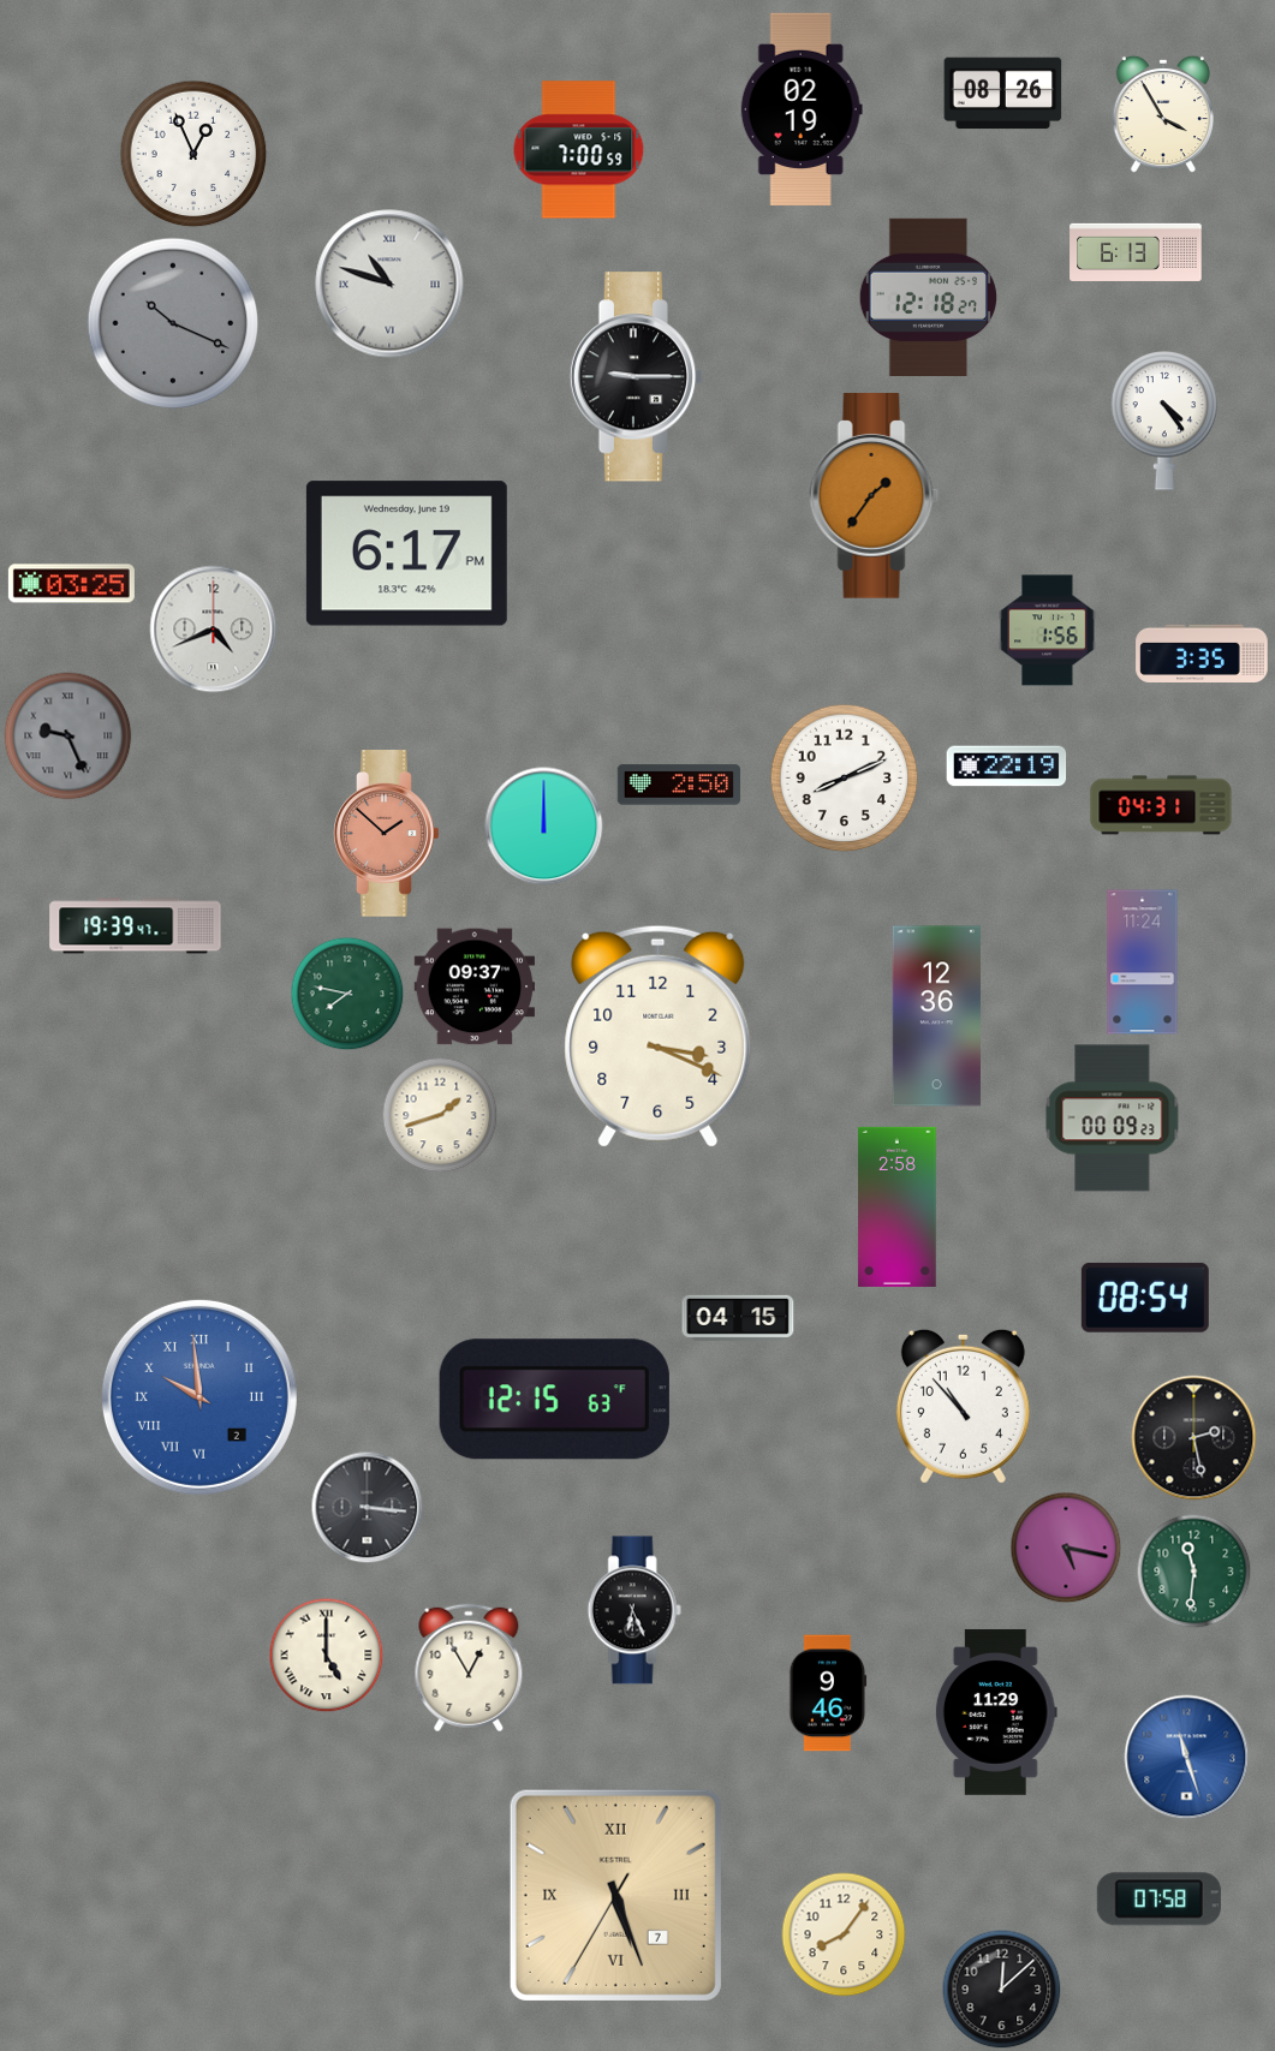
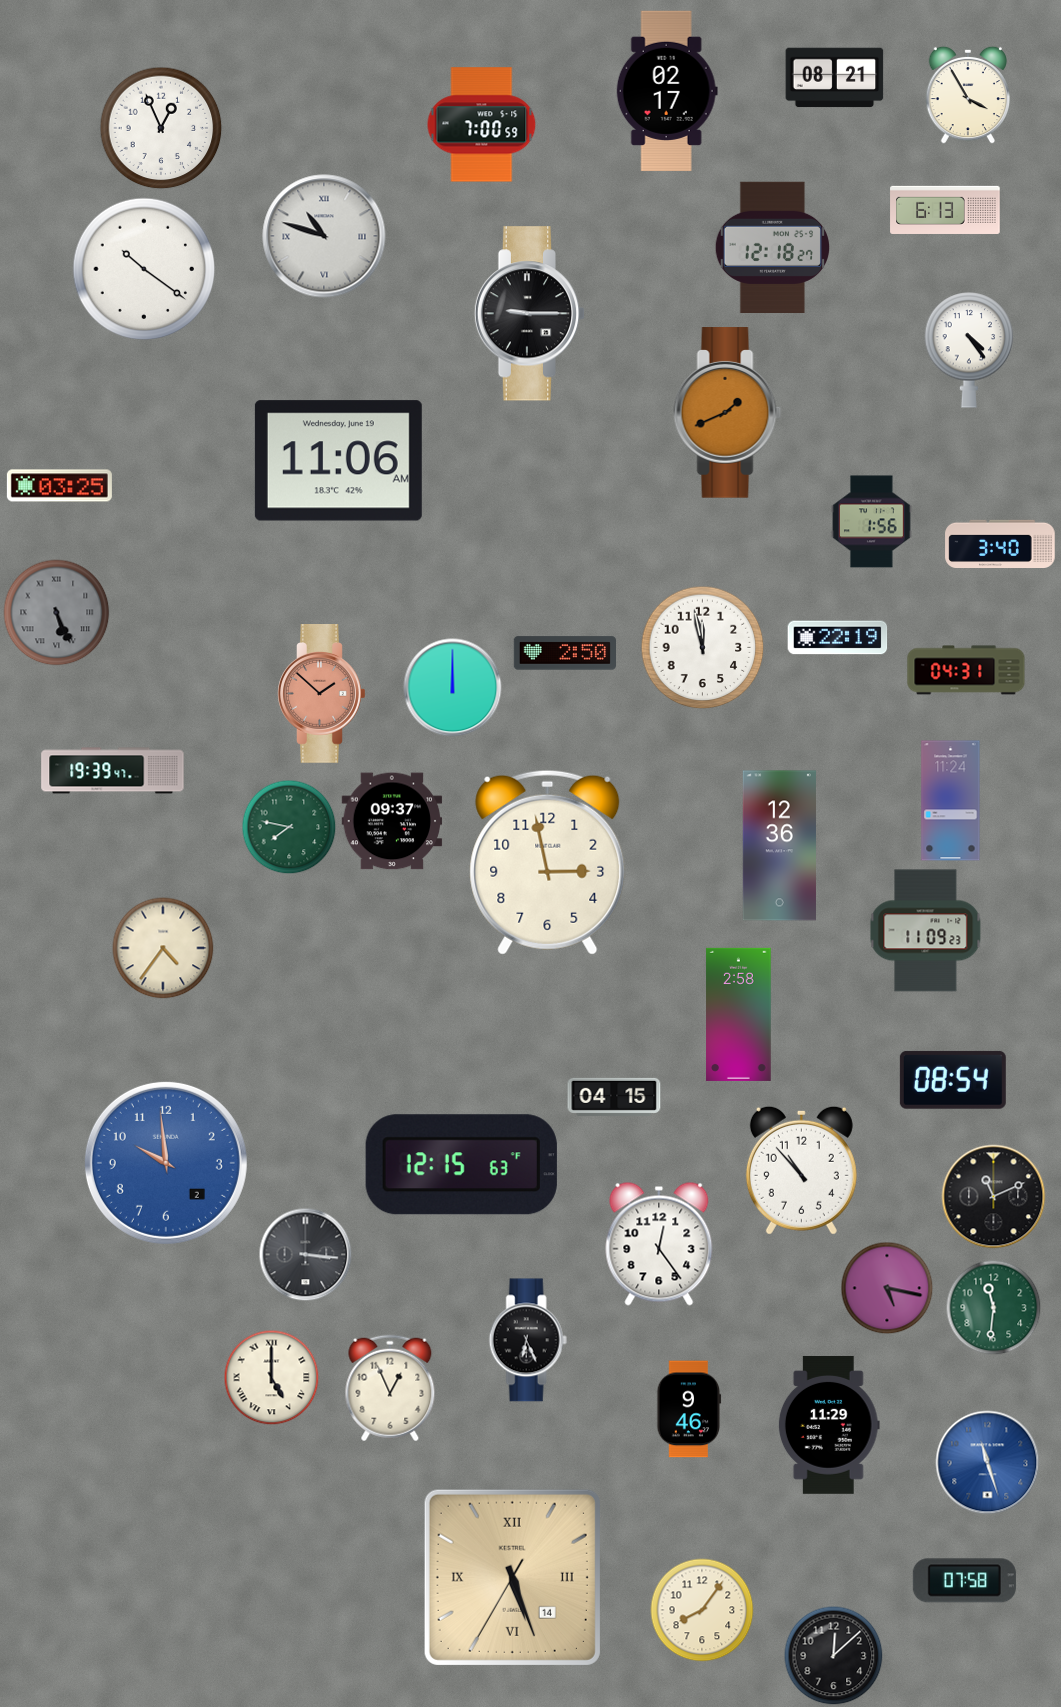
clock at (1003, 94): 08:26 -> 08:21
clock at (802, 109): 02:19 -> 02:17
clock at (173, 323): 10:19 -> 10:21
clock at (173, 323) dial: grey -> white
clock at (875, 496): 1:36 -> 1:41
clock at (406, 554): 6:17 -> 11:06
clock at (214, 630): 4:41 -> none
clock at (1048, 631) position: (1048, 631) -> (872, 522)
clock at (1202, 652): 3:35 -> 3:40
clock at (68, 737): 9:26 -> 5:26
clock at (845, 779): 8:11 -> 11:58
clock at (475, 986) position: (475, 986) -> (392, 821)
clock at (659, 1036): 3:19 -> 2:58
clock at (440, 1115): 1:42 -> none
clock at (1113, 1119): 00:09 -> 11:09
clock at (163, 948): none -> 4:36
clock at (898, 1206) position: (898, 1206) -> (739, 1014)
clock at (199, 1397) numerals: Roman -> Arabic
clock at (1194, 1438): 2:28 -> 11:11
clock at (659, 1244): none -> 12:24
clock at (469, 1668): 12:55 -> 12:56
clock at (615, 1895) date: 7 -> 14
